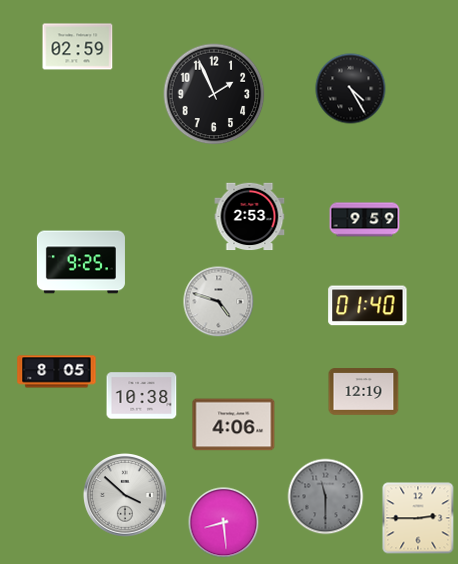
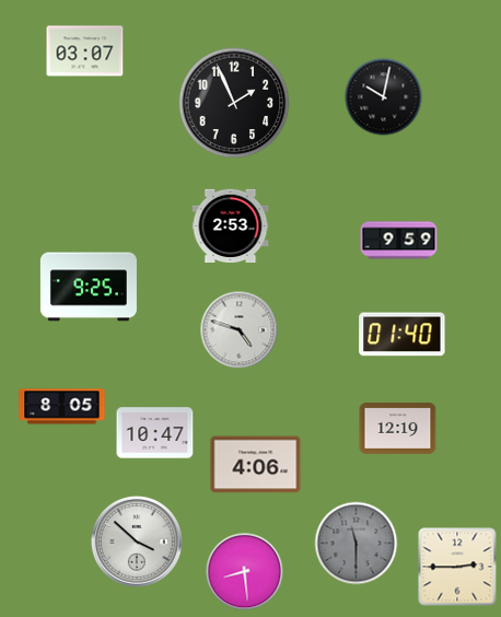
clock at (78, 47): 02:59 -> 03:07
clock at (351, 89): 4:25 -> 10:02
clock at (250, 217) position: (250, 217) -> (231, 226)
clock at (142, 396): 10:38 -> 10:47
